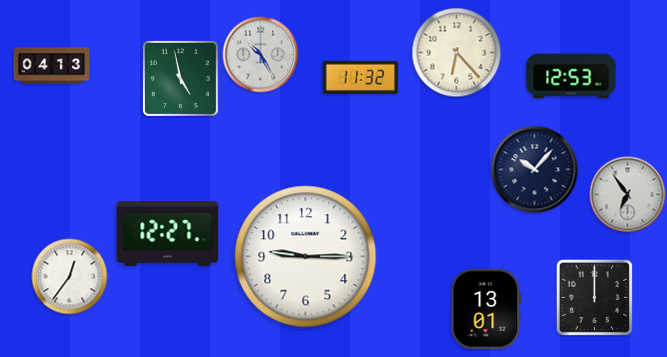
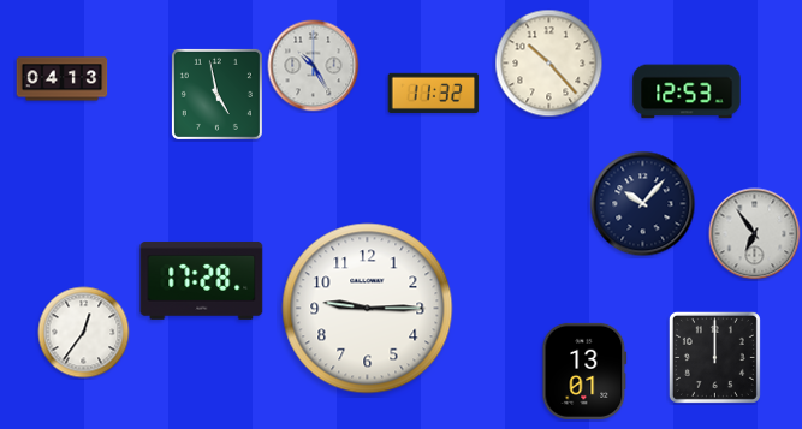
clock at (457, 53): 6:23 -> 10:23
clock at (168, 233): 12:27 -> 17:28
